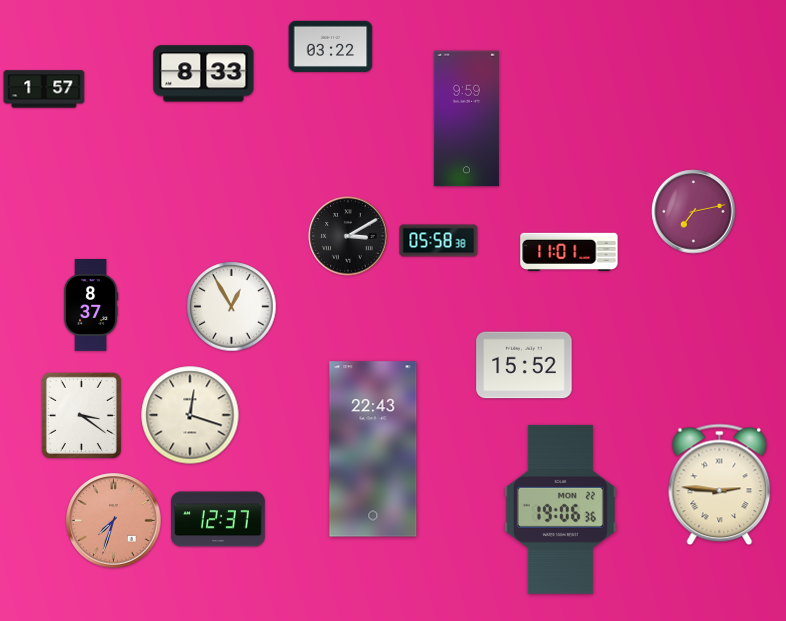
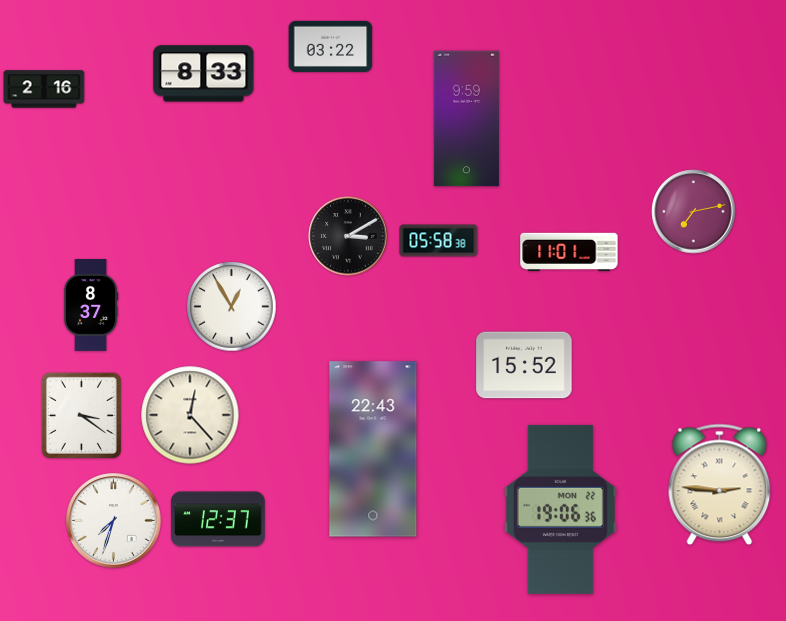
clock at (44, 89): 1:57 -> 2:16
clock at (190, 415): 12:18 -> 12:23
clock at (114, 521) dial: salmon -> white
